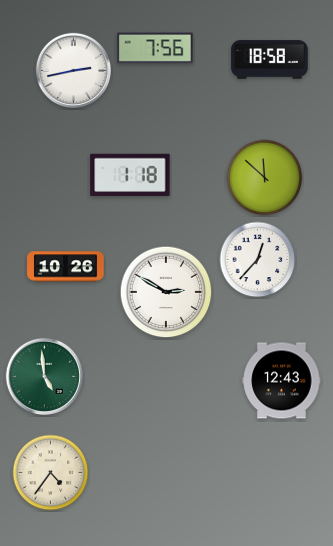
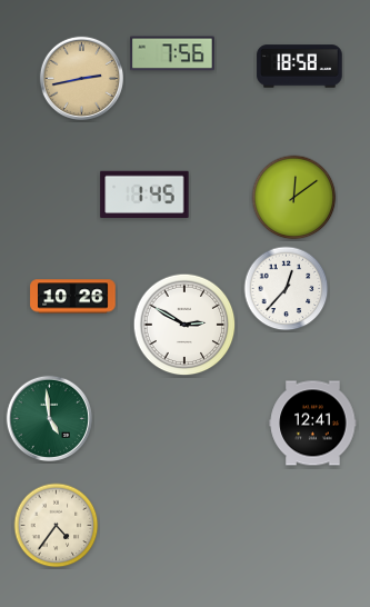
clock at (73, 70) dial: white -> champagne
clock at (130, 174): 1:18 -> 1:45
clock at (265, 178): 11:52 -> 12:09
clock at (282, 381): 12:43 -> 12:41
